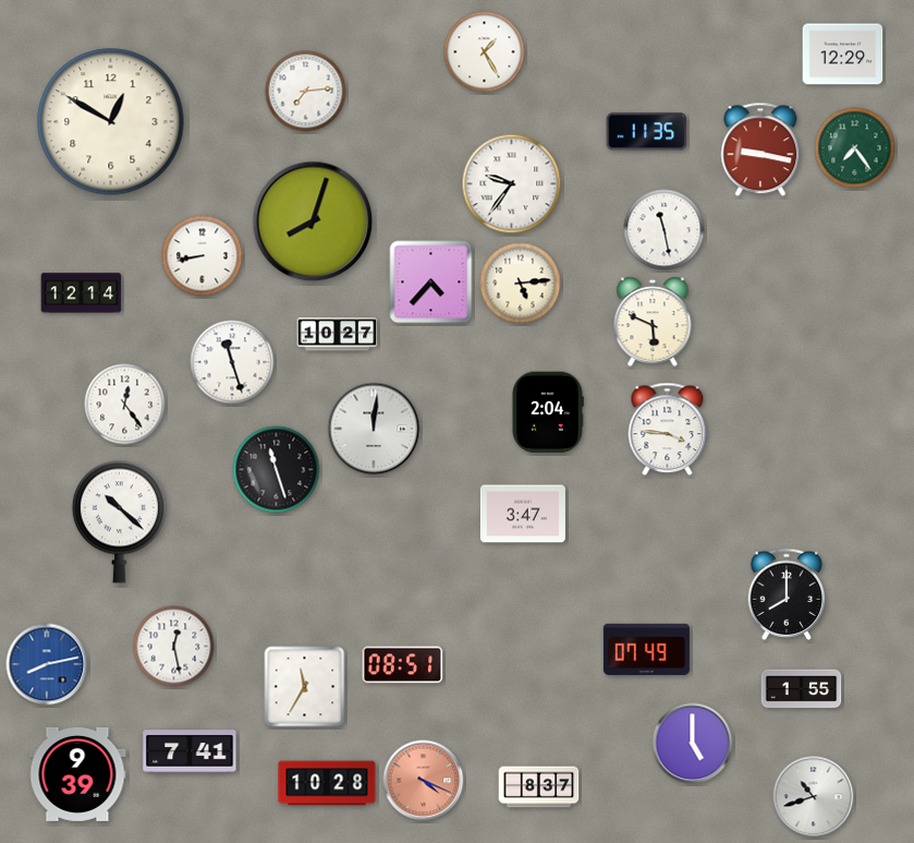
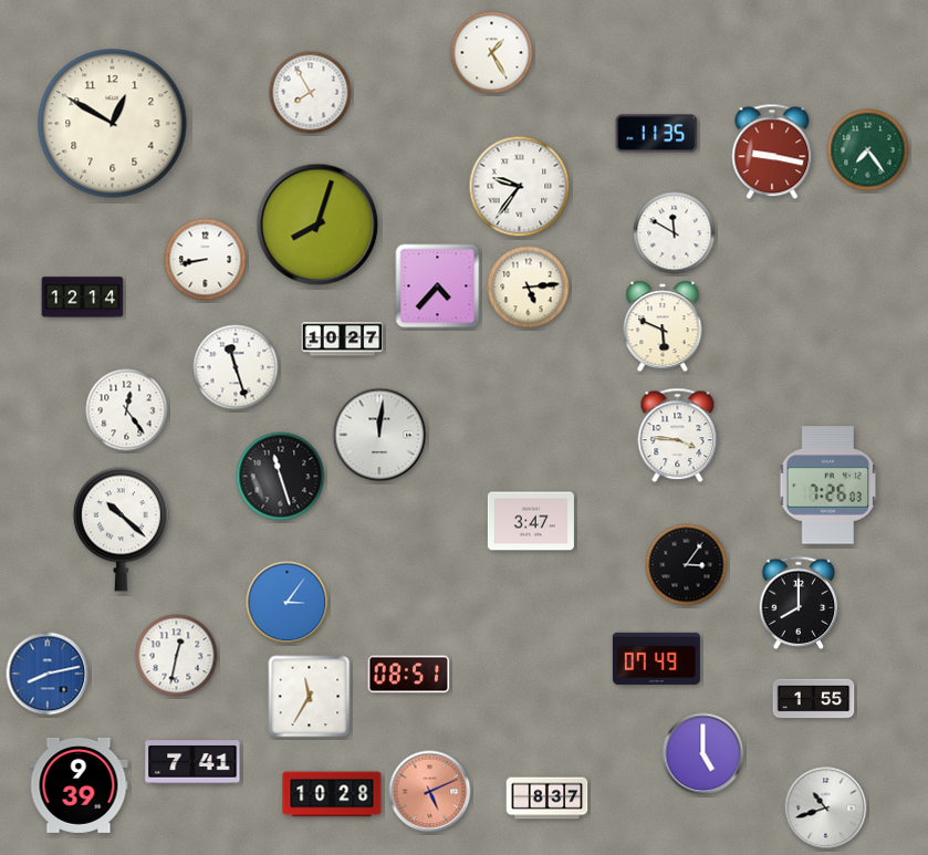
clock at (843, 55): 12:29 -> none
clock at (306, 92): 7:14 -> 7:55
clock at (665, 230): 11:28 -> 11:50
clock at (548, 412): 2:04 -> none
clock at (828, 486): none -> 7:26
clock at (687, 565): none -> 3:06
clock at (288, 603): none -> 3:06
clock at (174, 647): 12:28 -> 12:32
clock at (424, 781): 4:19 -> 5:11
